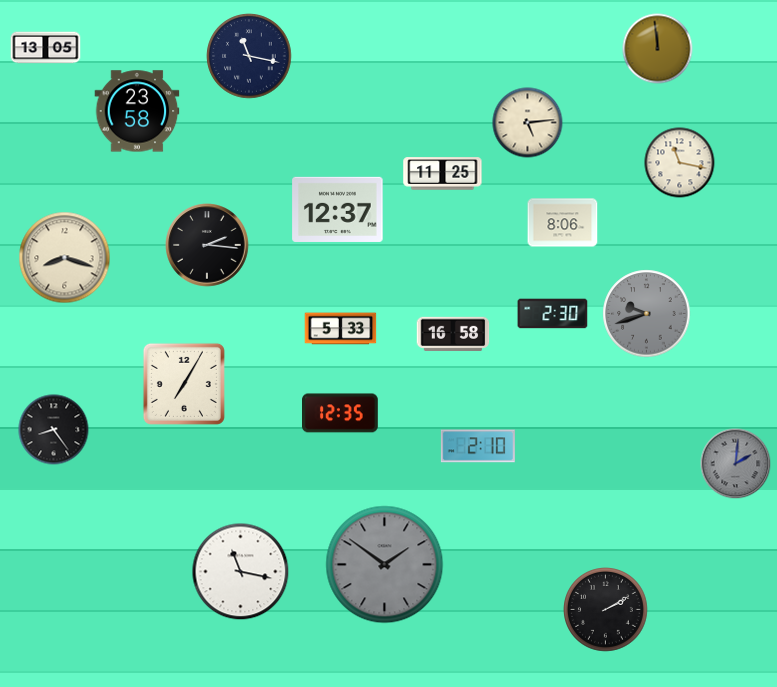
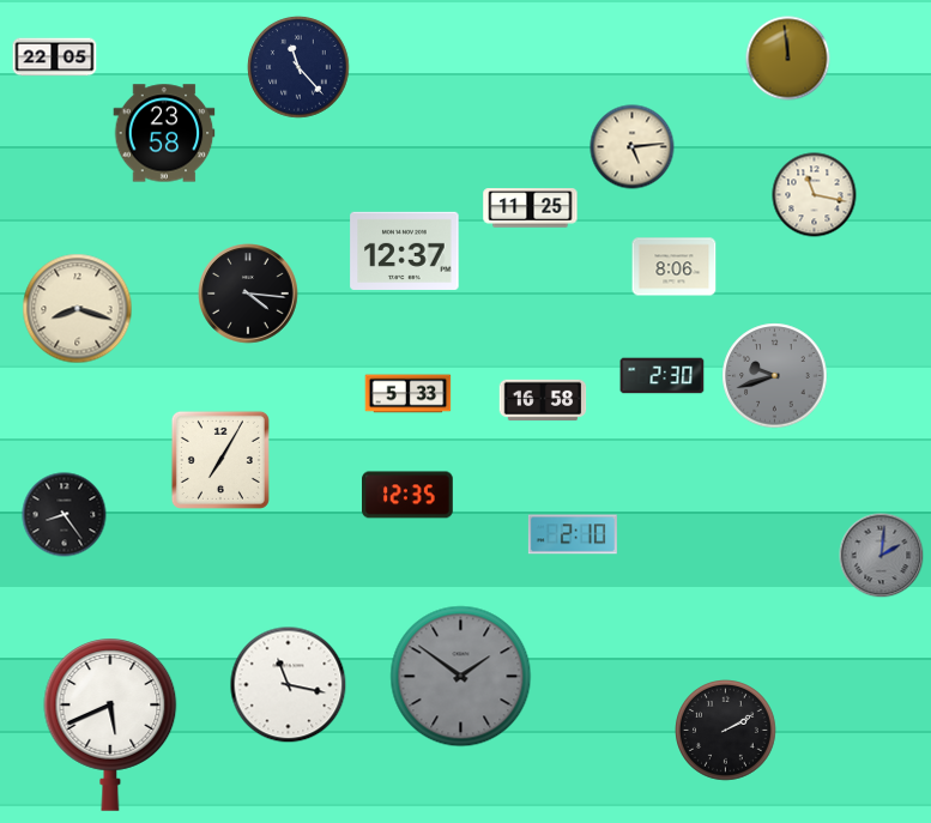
clock at (46, 48): 13:05 -> 22:05
clock at (249, 56): 11:17 -> 11:23
clock at (207, 245): 2:16 -> 4:16
clock at (110, 725): none -> 5:41
